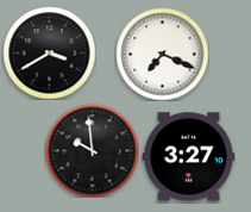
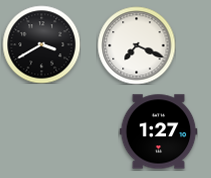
clock at (92, 150): 9:59 -> none
clock at (188, 157): 3:27 -> 1:27
